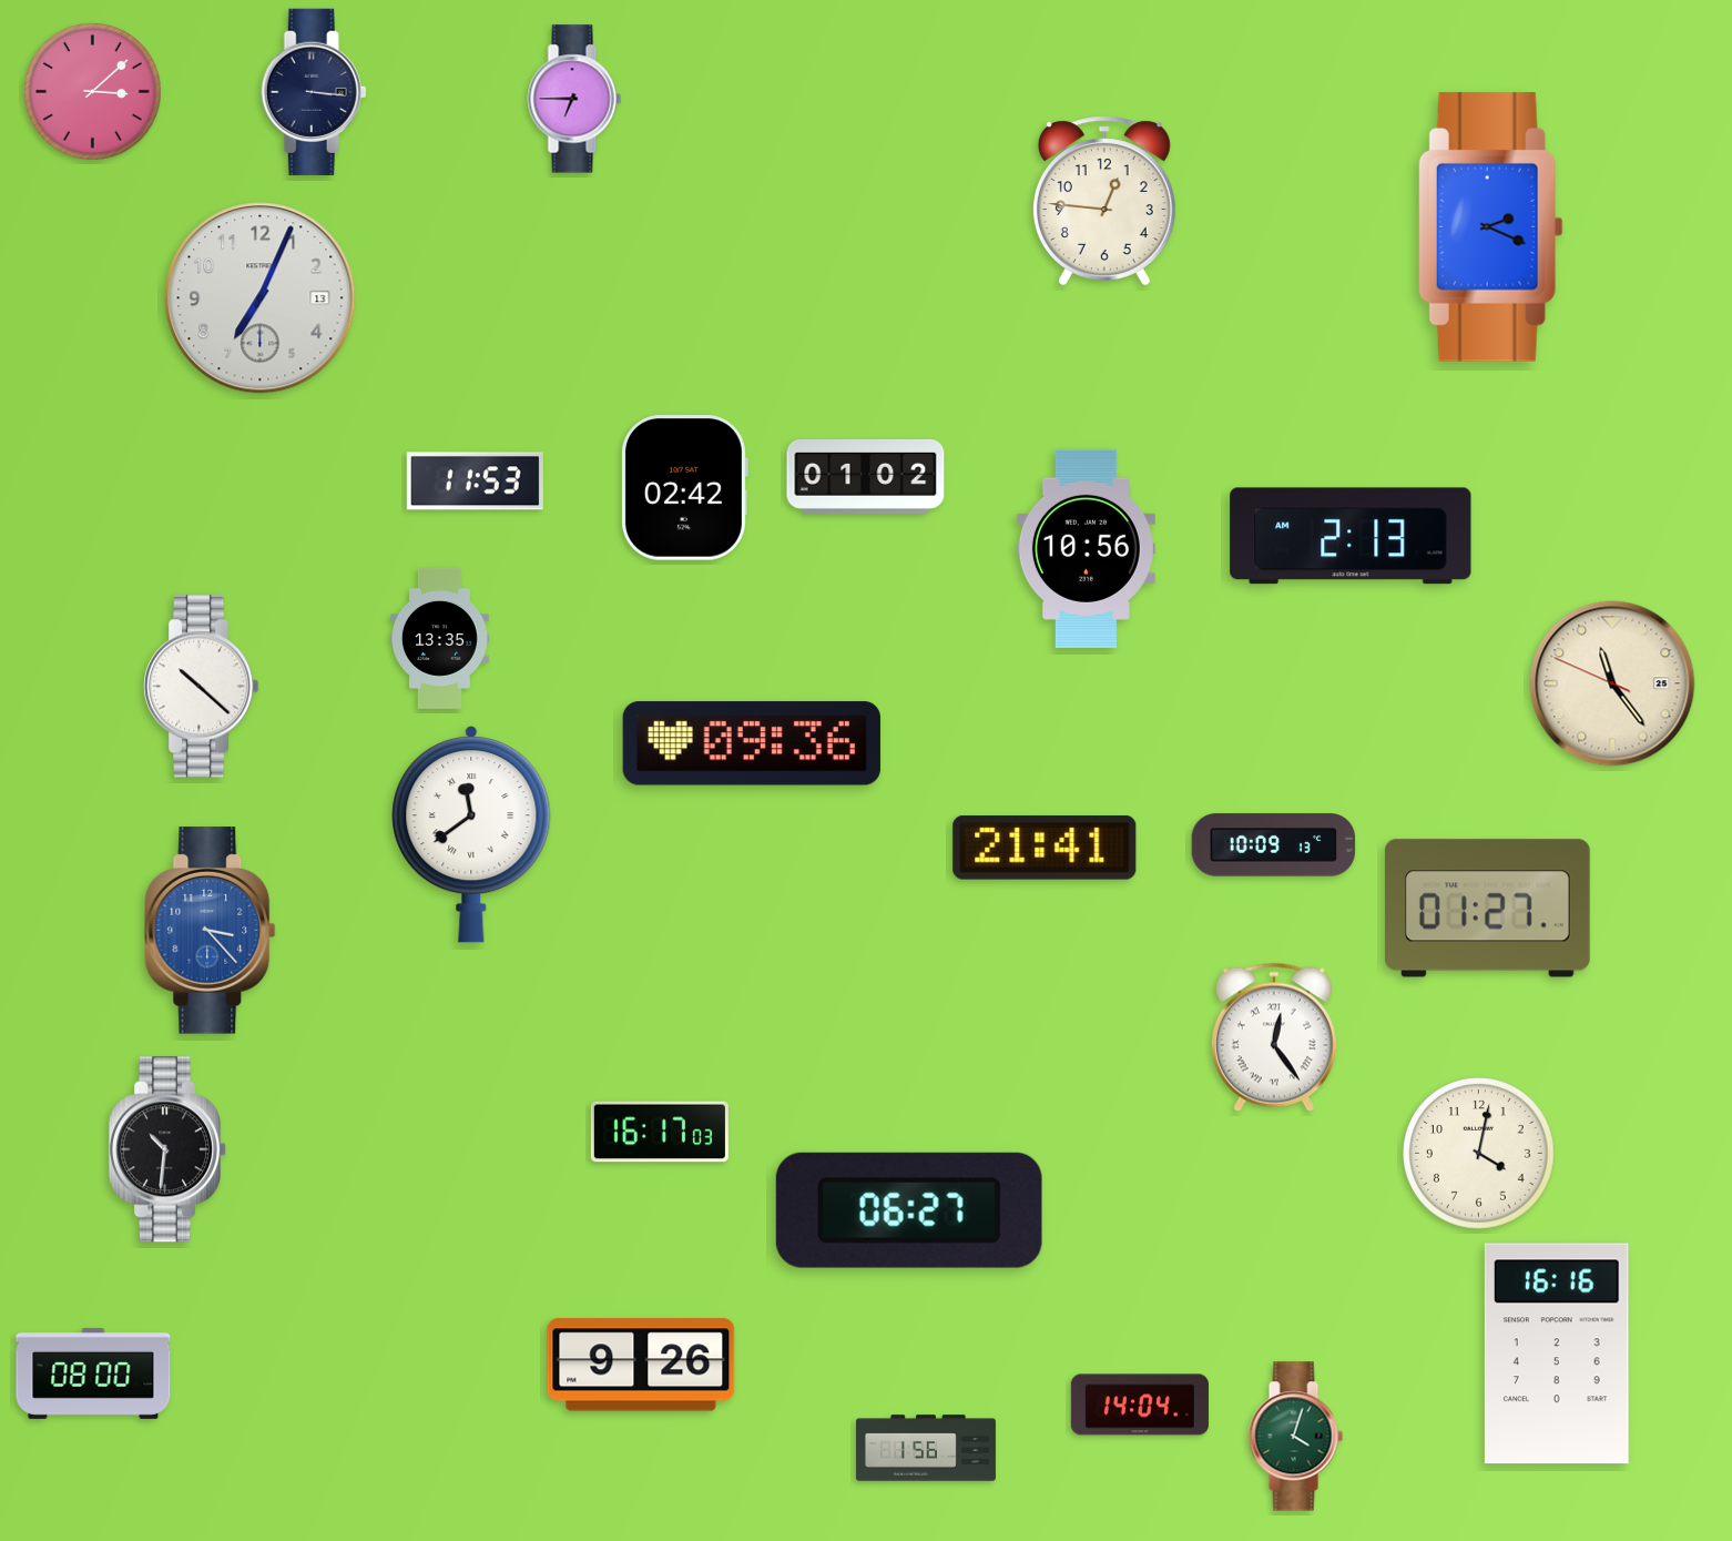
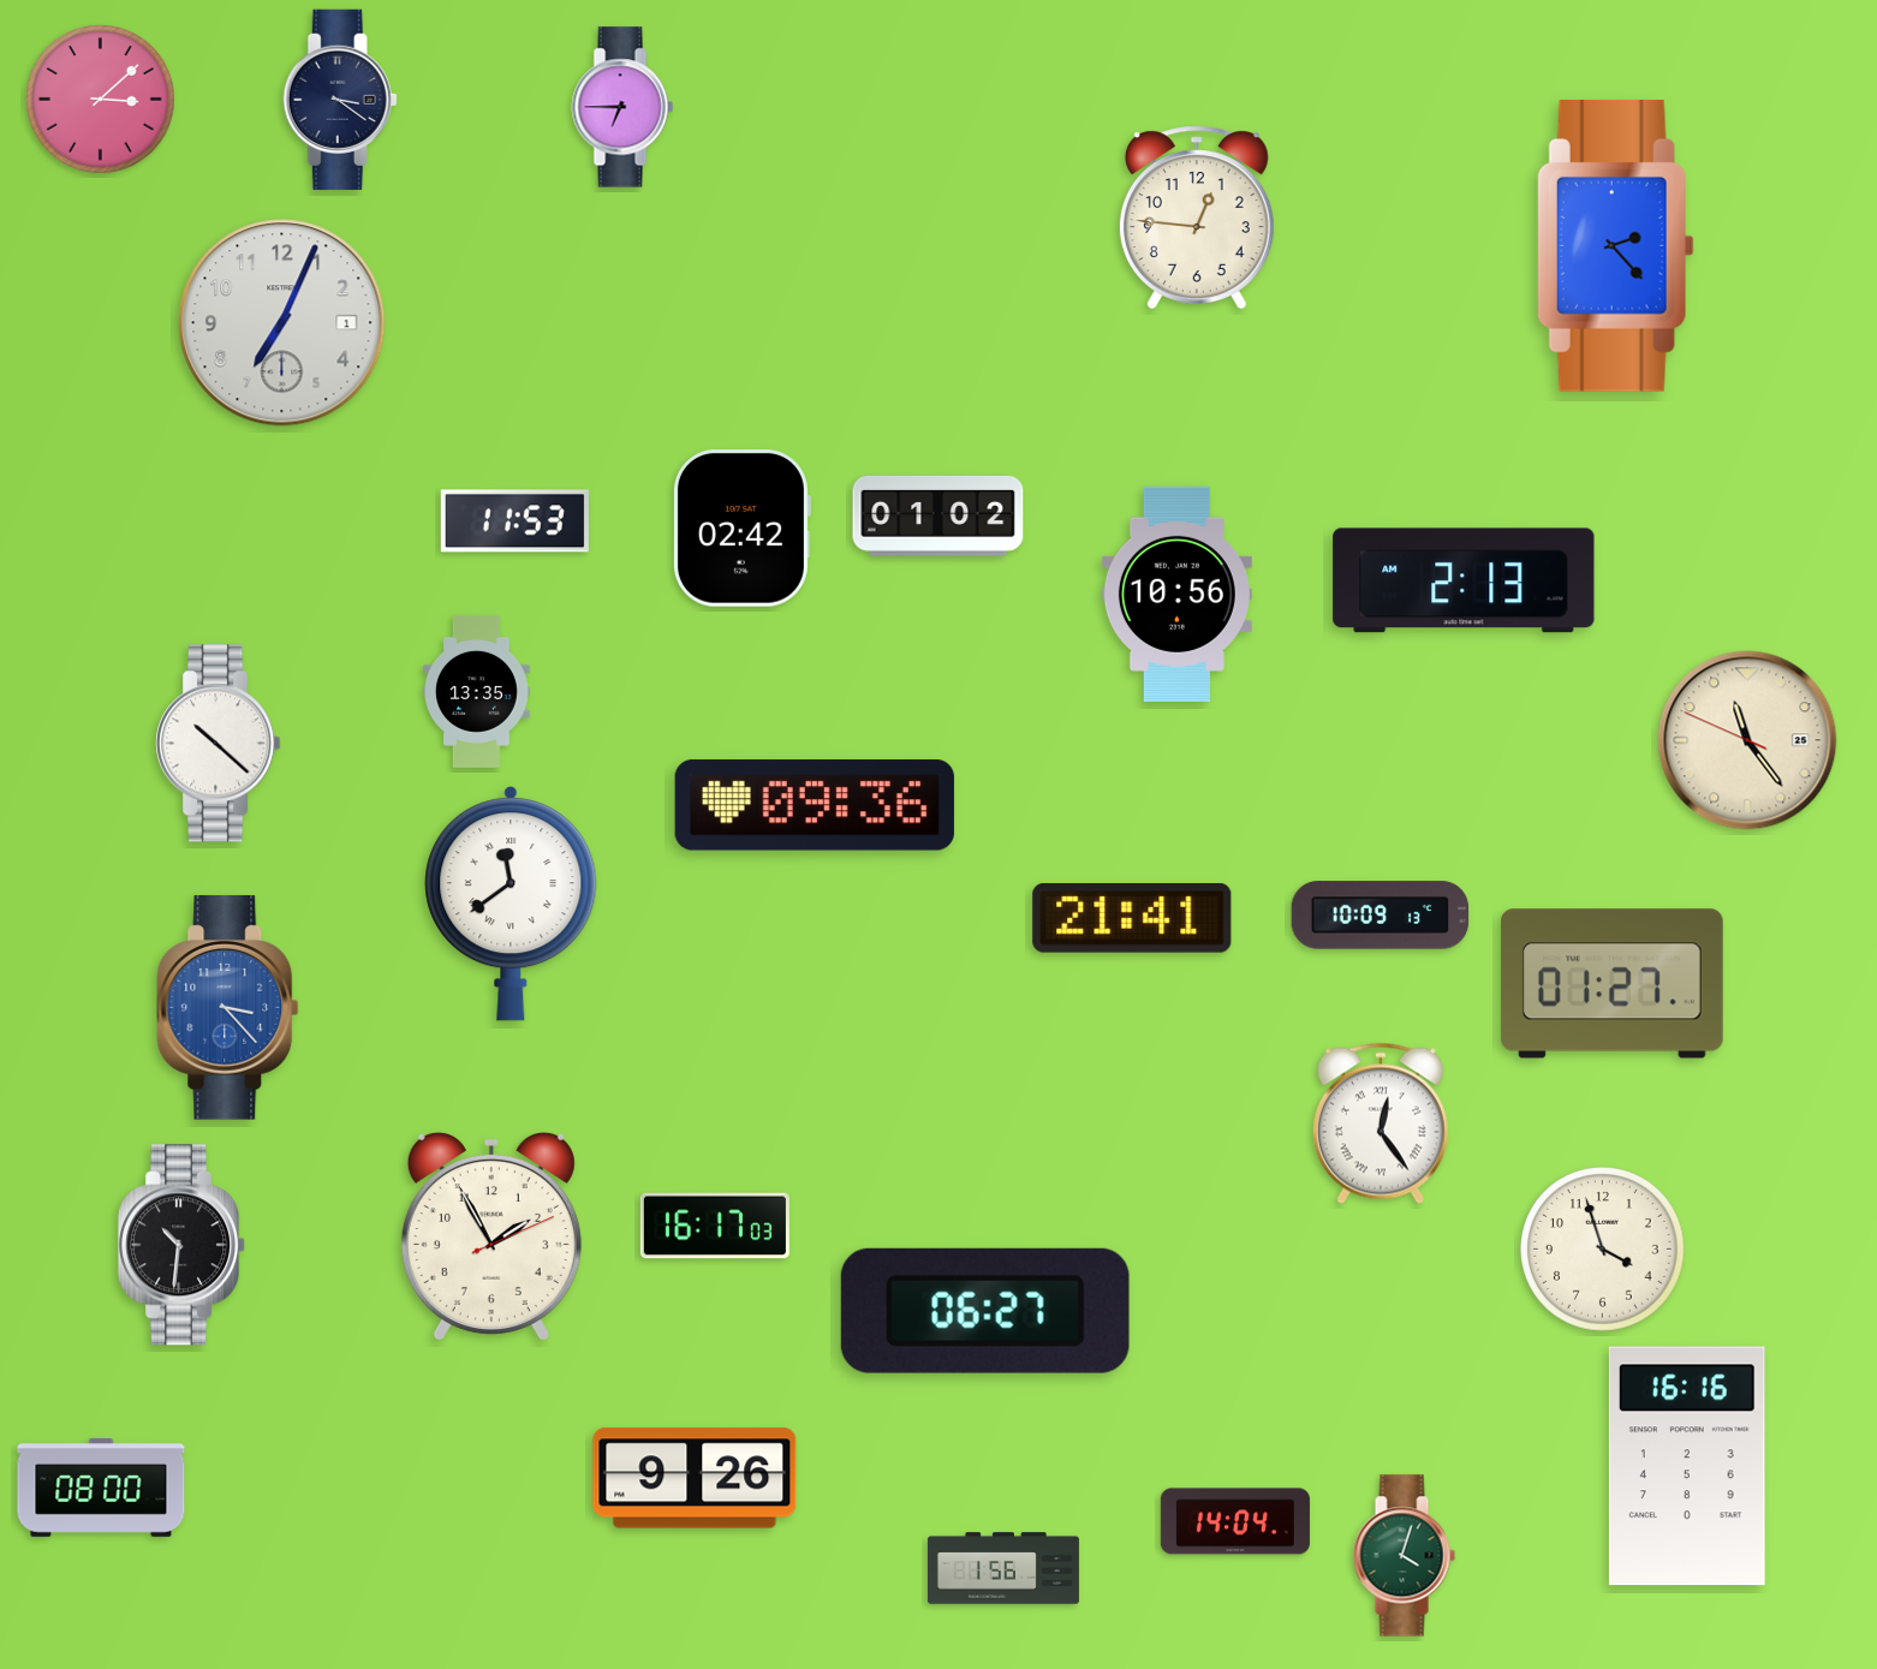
clock at (314, 92): 3:16 -> 3:21
clock at (1490, 227): 2:19 -> 2:23
clock at (261, 298) date: 13 -> 1
clock at (491, 1236): none -> 1:55
clock at (1479, 1154): 4:02 -> 3:57
